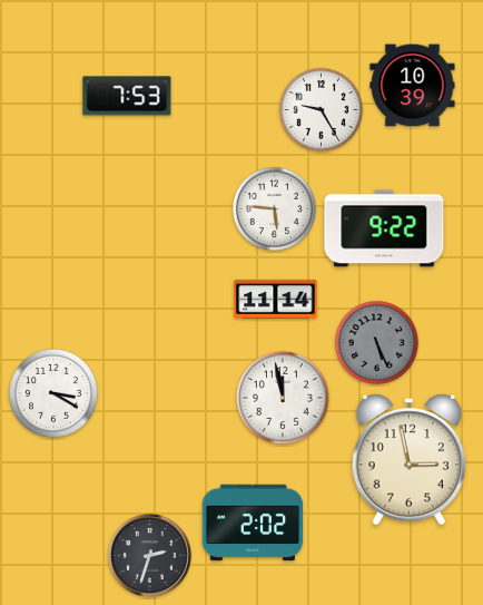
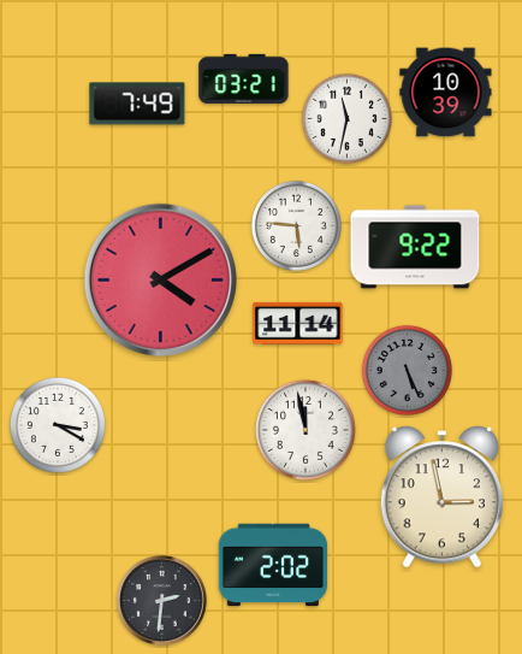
clock at (244, 78): none -> 03:21
clock at (127, 96): 7:53 -> 7:49
clock at (321, 109): 9:25 -> 11:32
clock at (160, 279): none -> 4:10
clock at (150, 556): 2:33 -> 2:31
